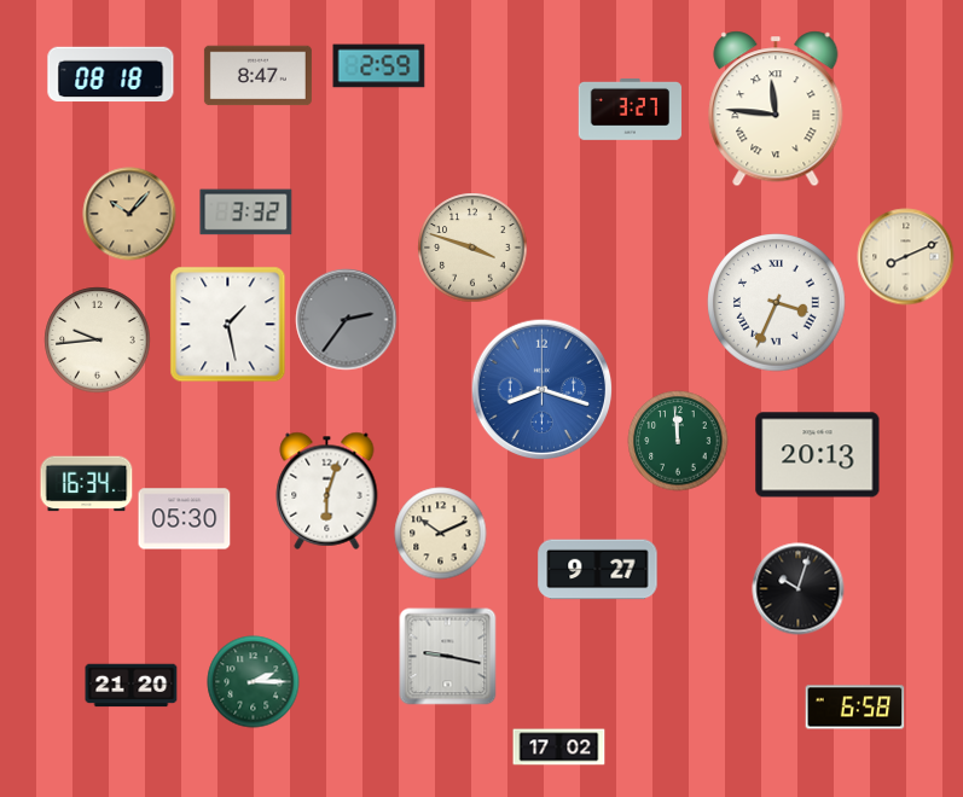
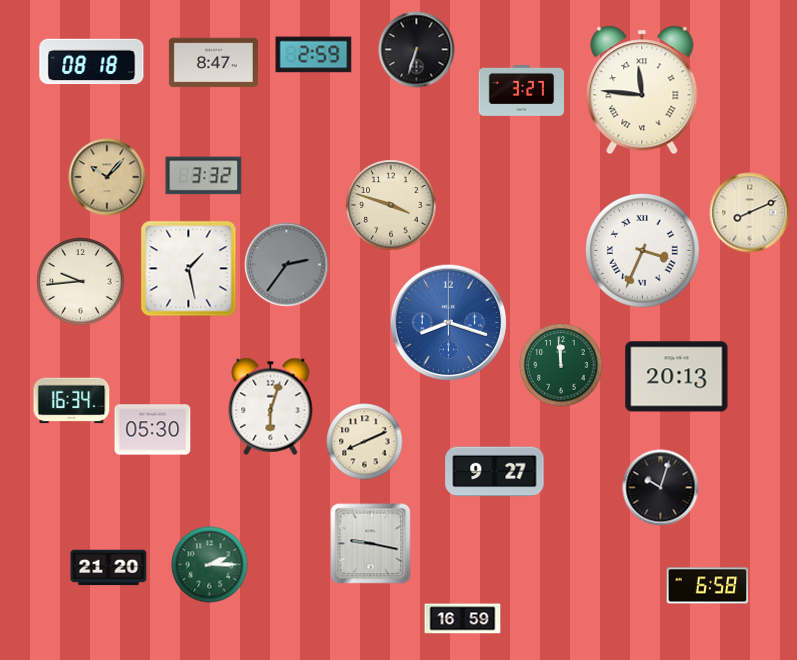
clock at (417, 50): none -> 6:33
clock at (441, 534): 10:11 -> 8:11
clock at (559, 747): 17:02 -> 16:59
